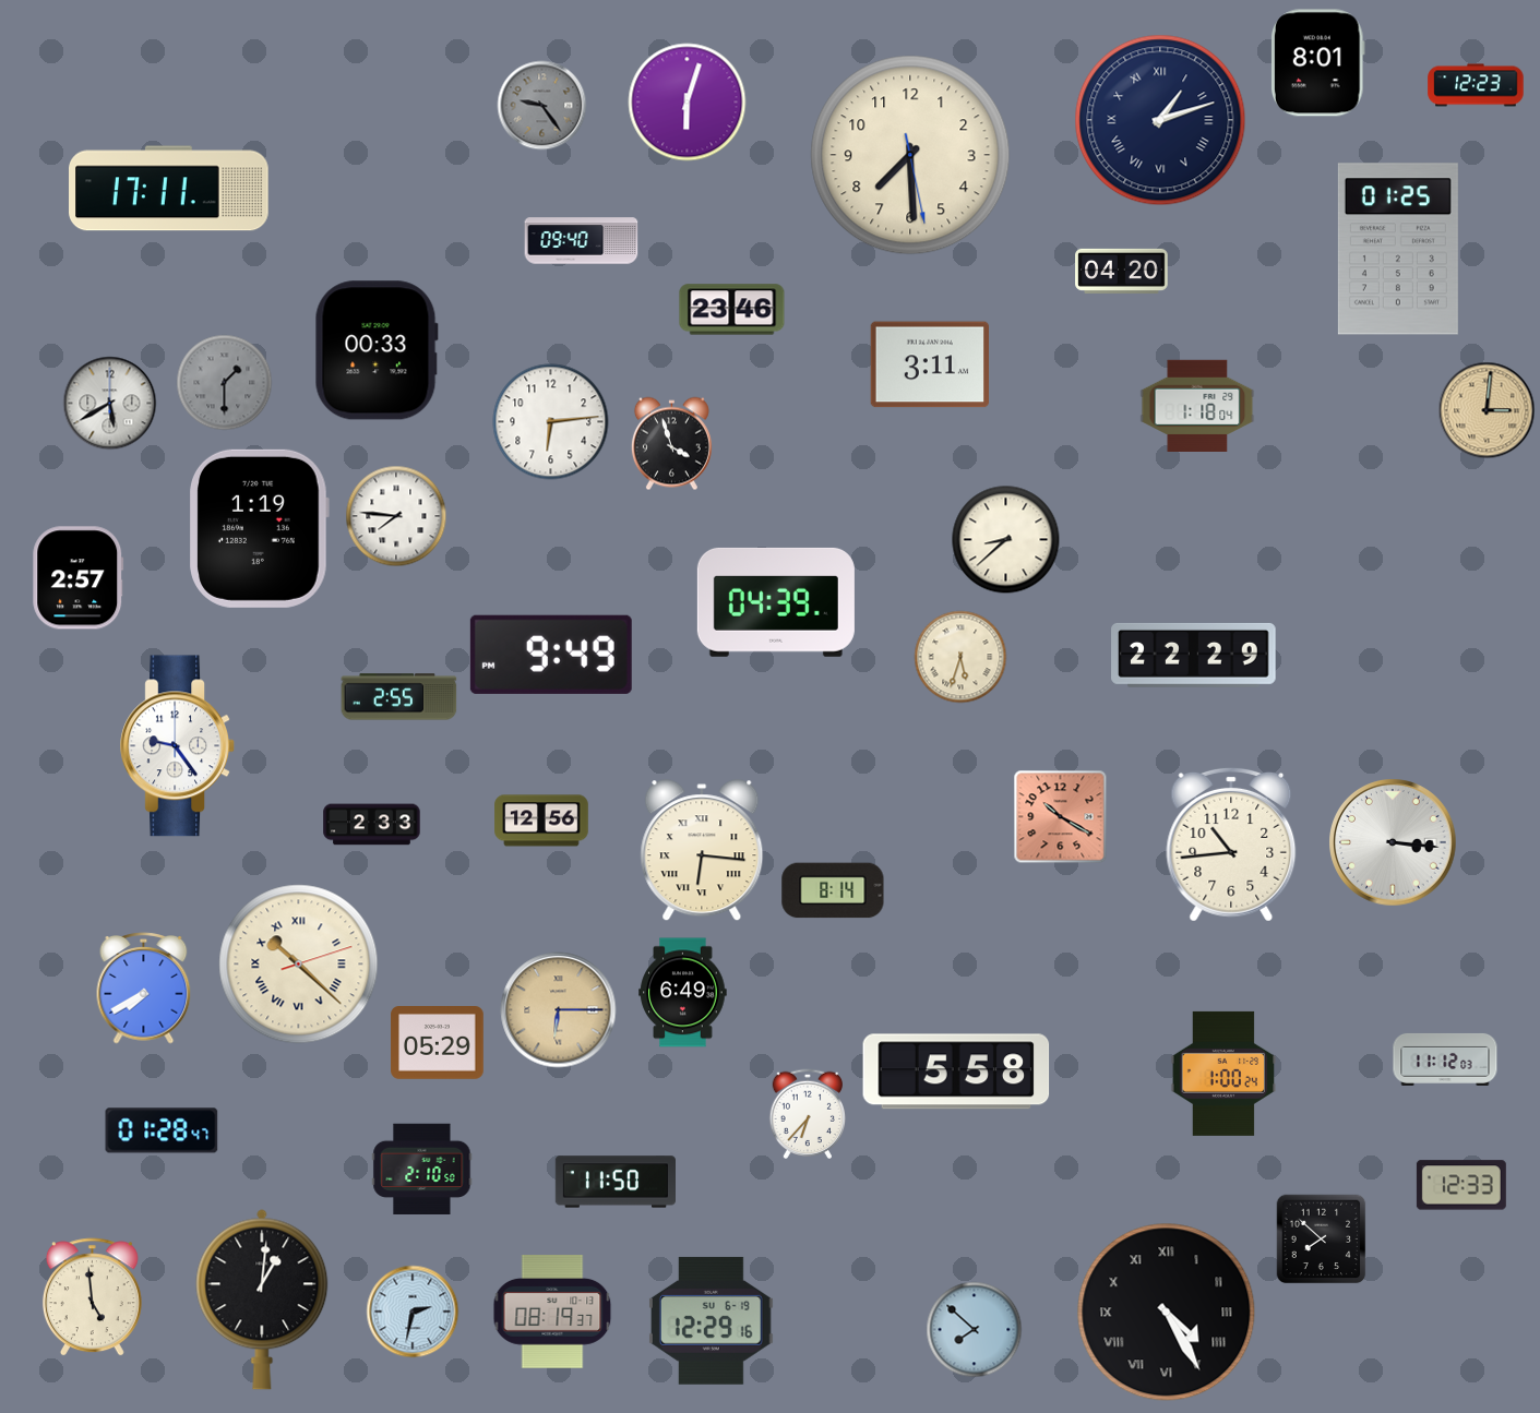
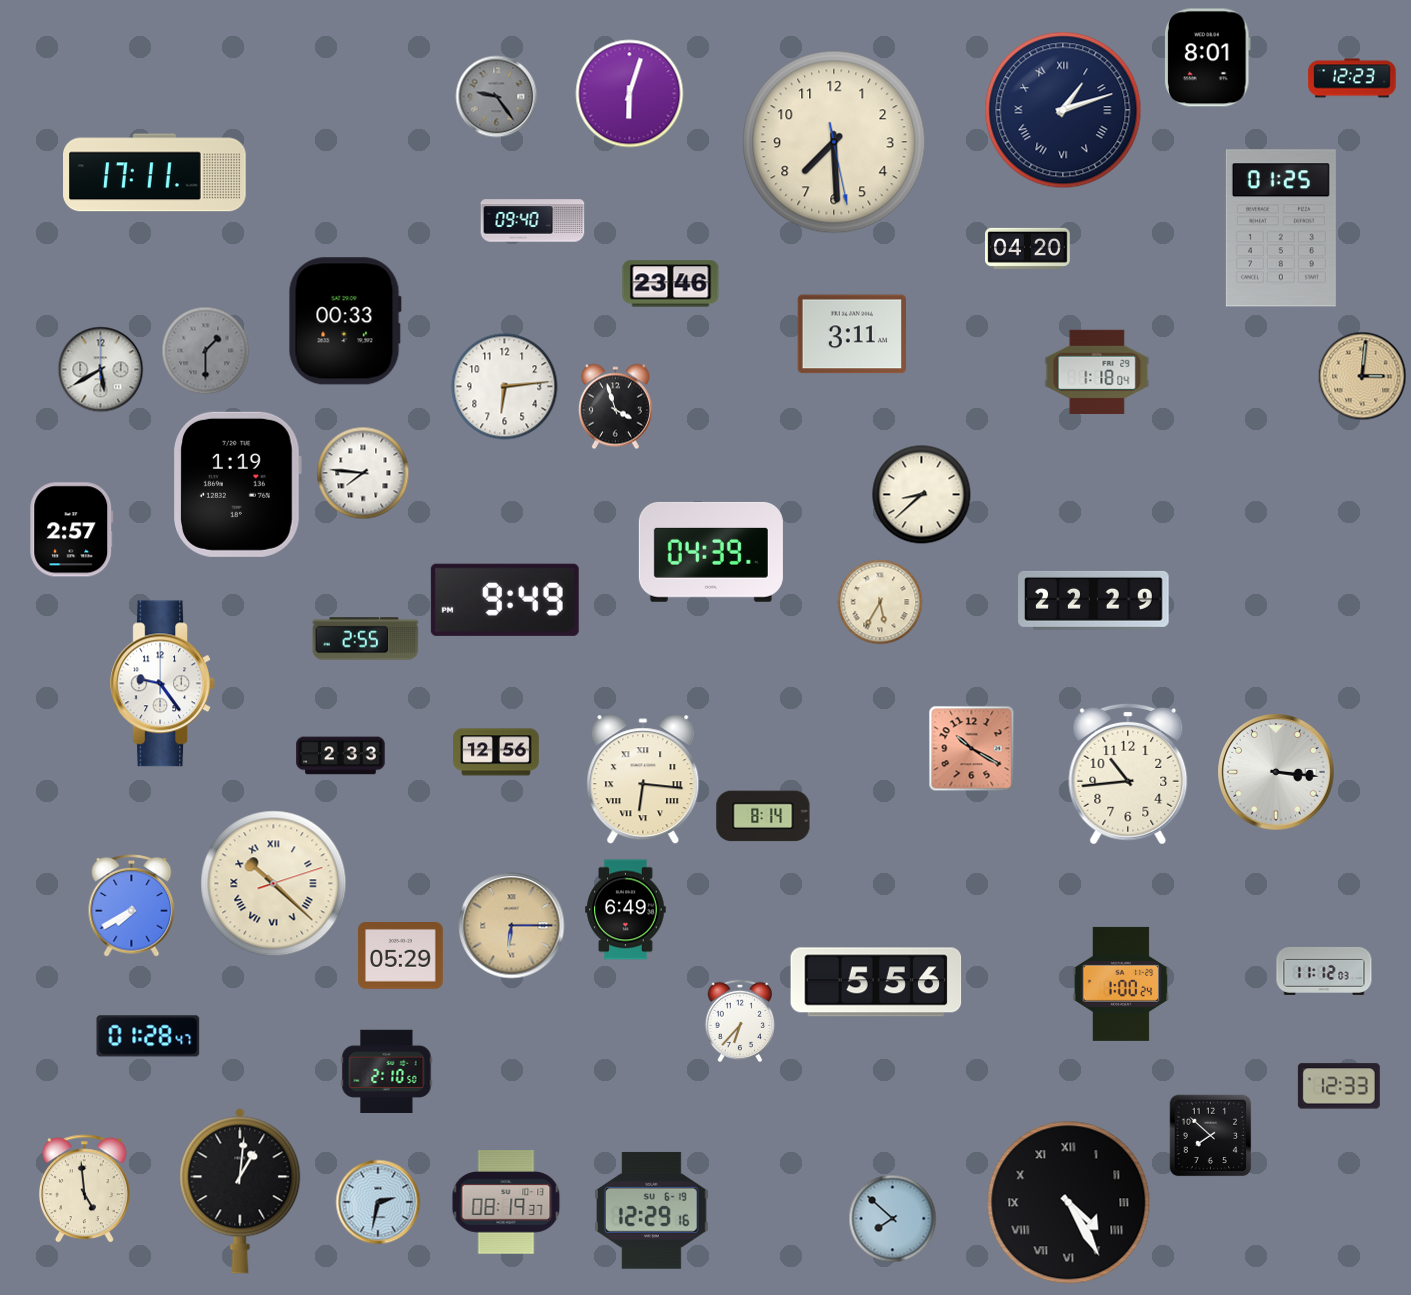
clock at (960, 657): 5:33 -> 5:35
clock at (956, 1071): 5:58 -> 5:56
clock at (614, 1182): 11:50 -> none
